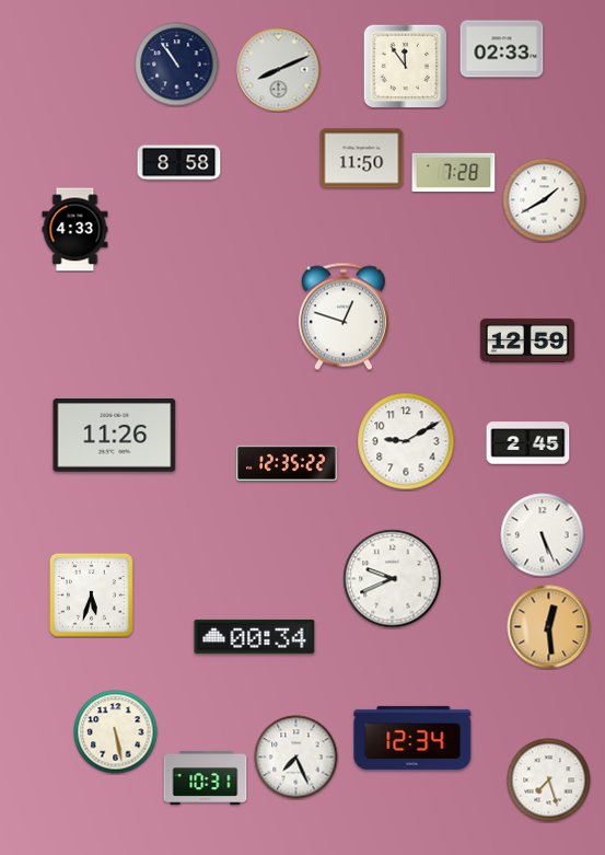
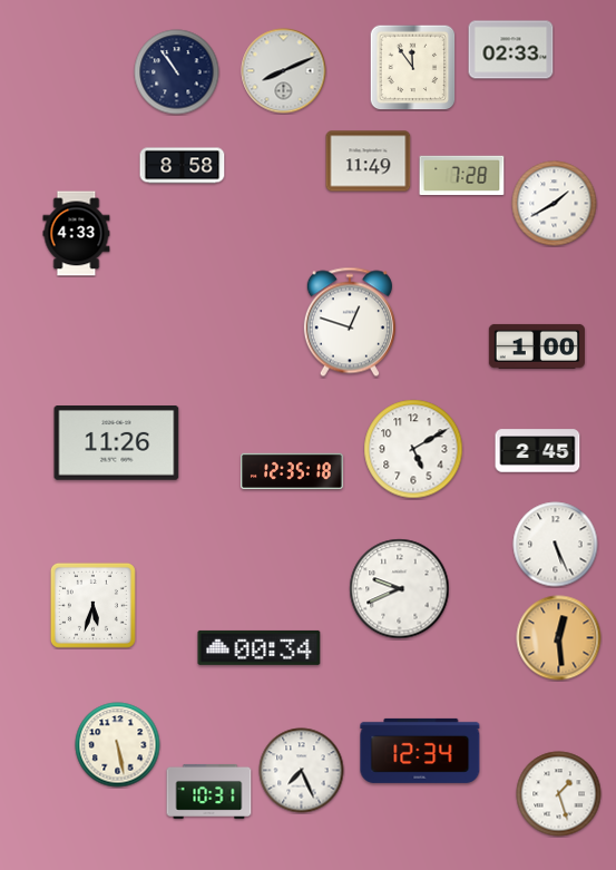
clock at (177, 65) position: (177, 65) -> (177, 72)
clock at (362, 159): 11:50 -> 11:49
clock at (527, 340): 12:59 -> 1:00
clock at (406, 441): 9:10 -> 5:10
clock at (287, 462): 12:35:22 -> 12:35:18
clock at (543, 535) position: (543, 535) -> (556, 545)
clock at (549, 781): 7:27 -> 1:27
